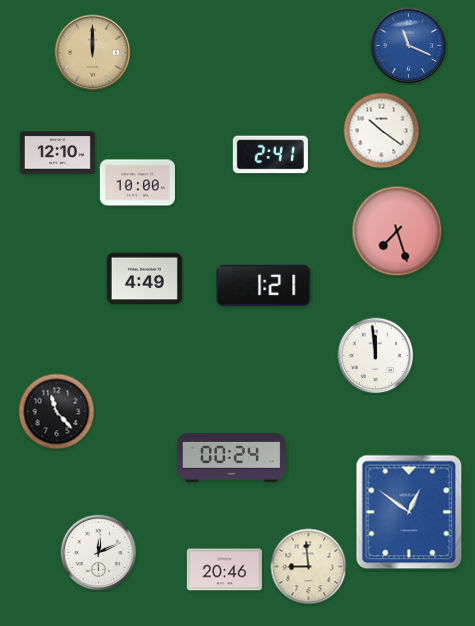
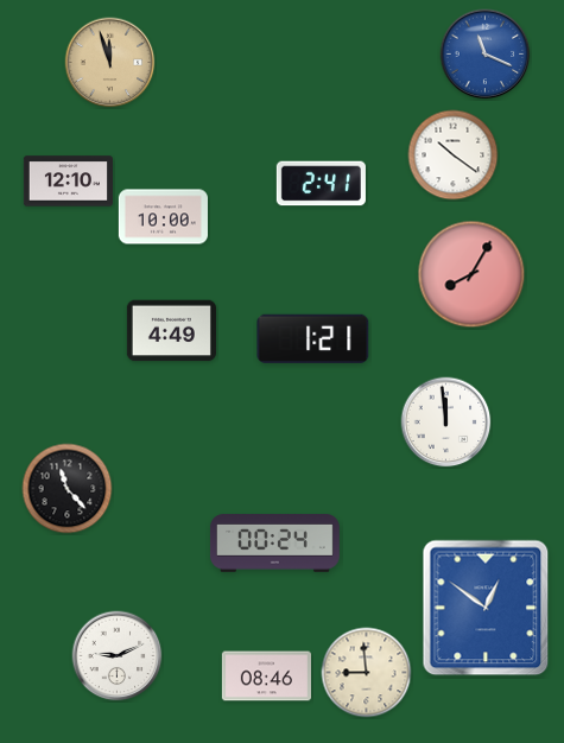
clock at (93, 53): 12:00 -> 11:57
clock at (397, 231): 7:27 -> 8:05
clock at (99, 553): 12:11 -> 9:11
clock at (224, 570): 20:46 -> 08:46
